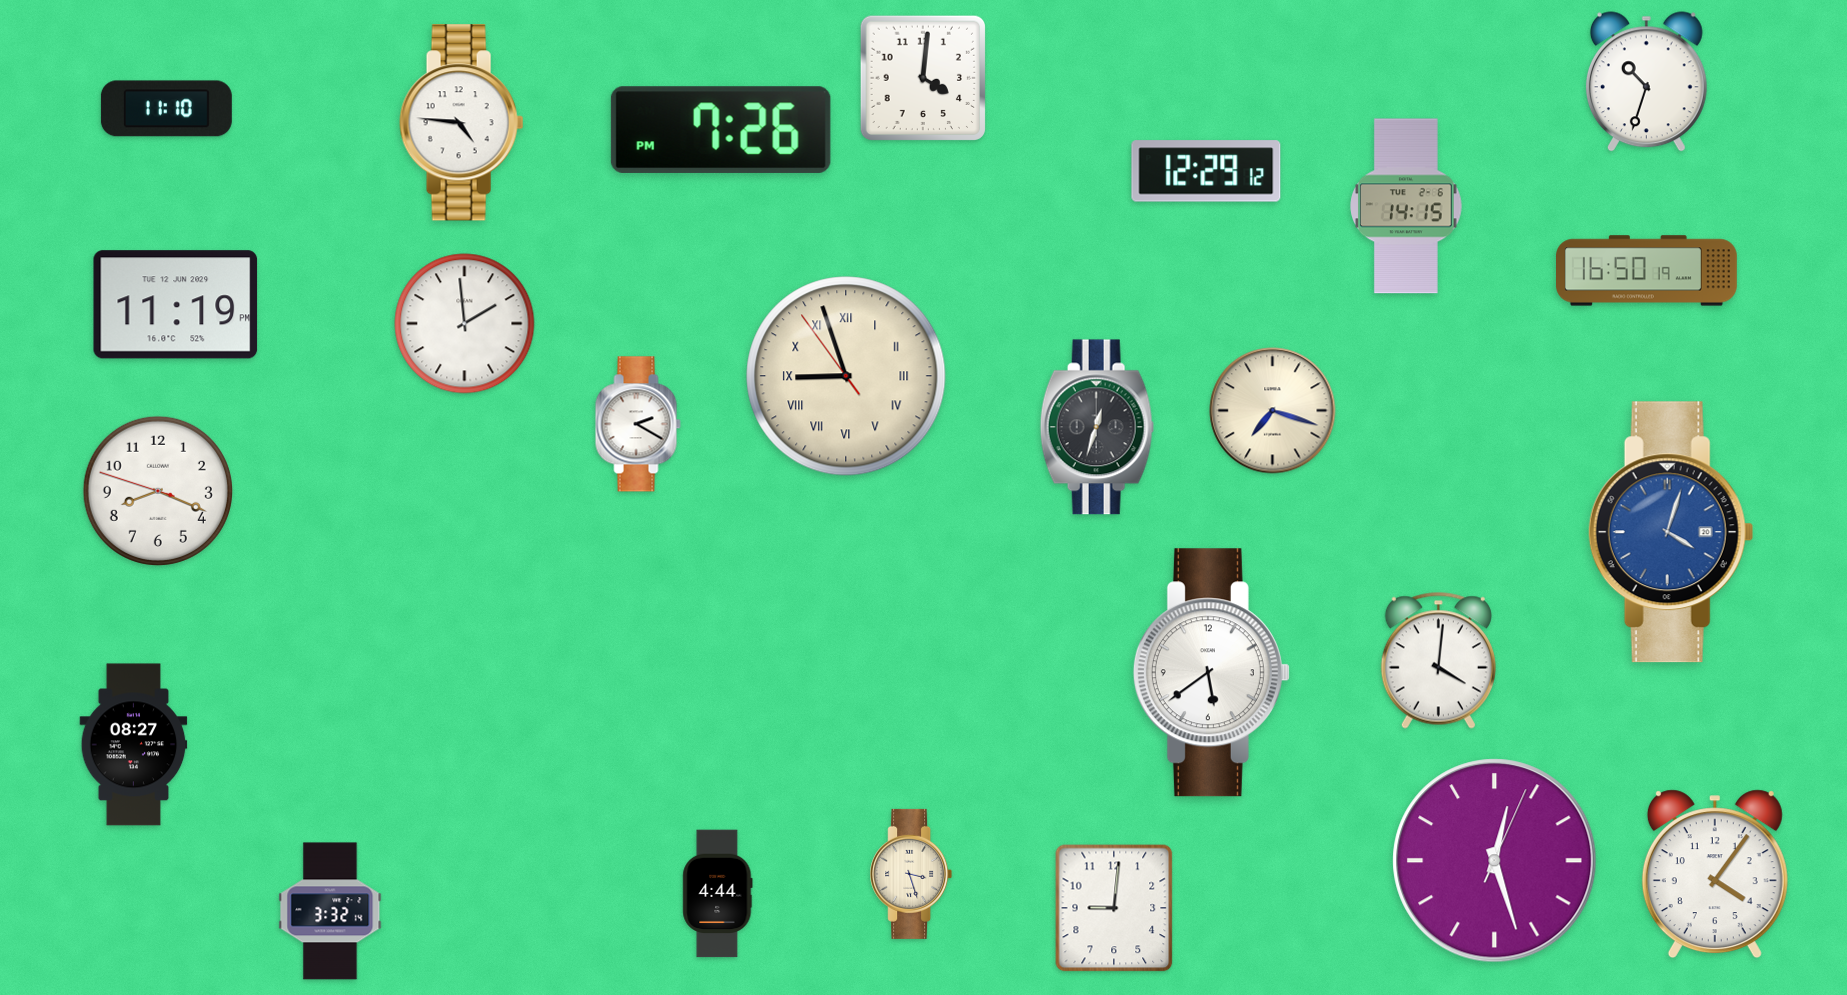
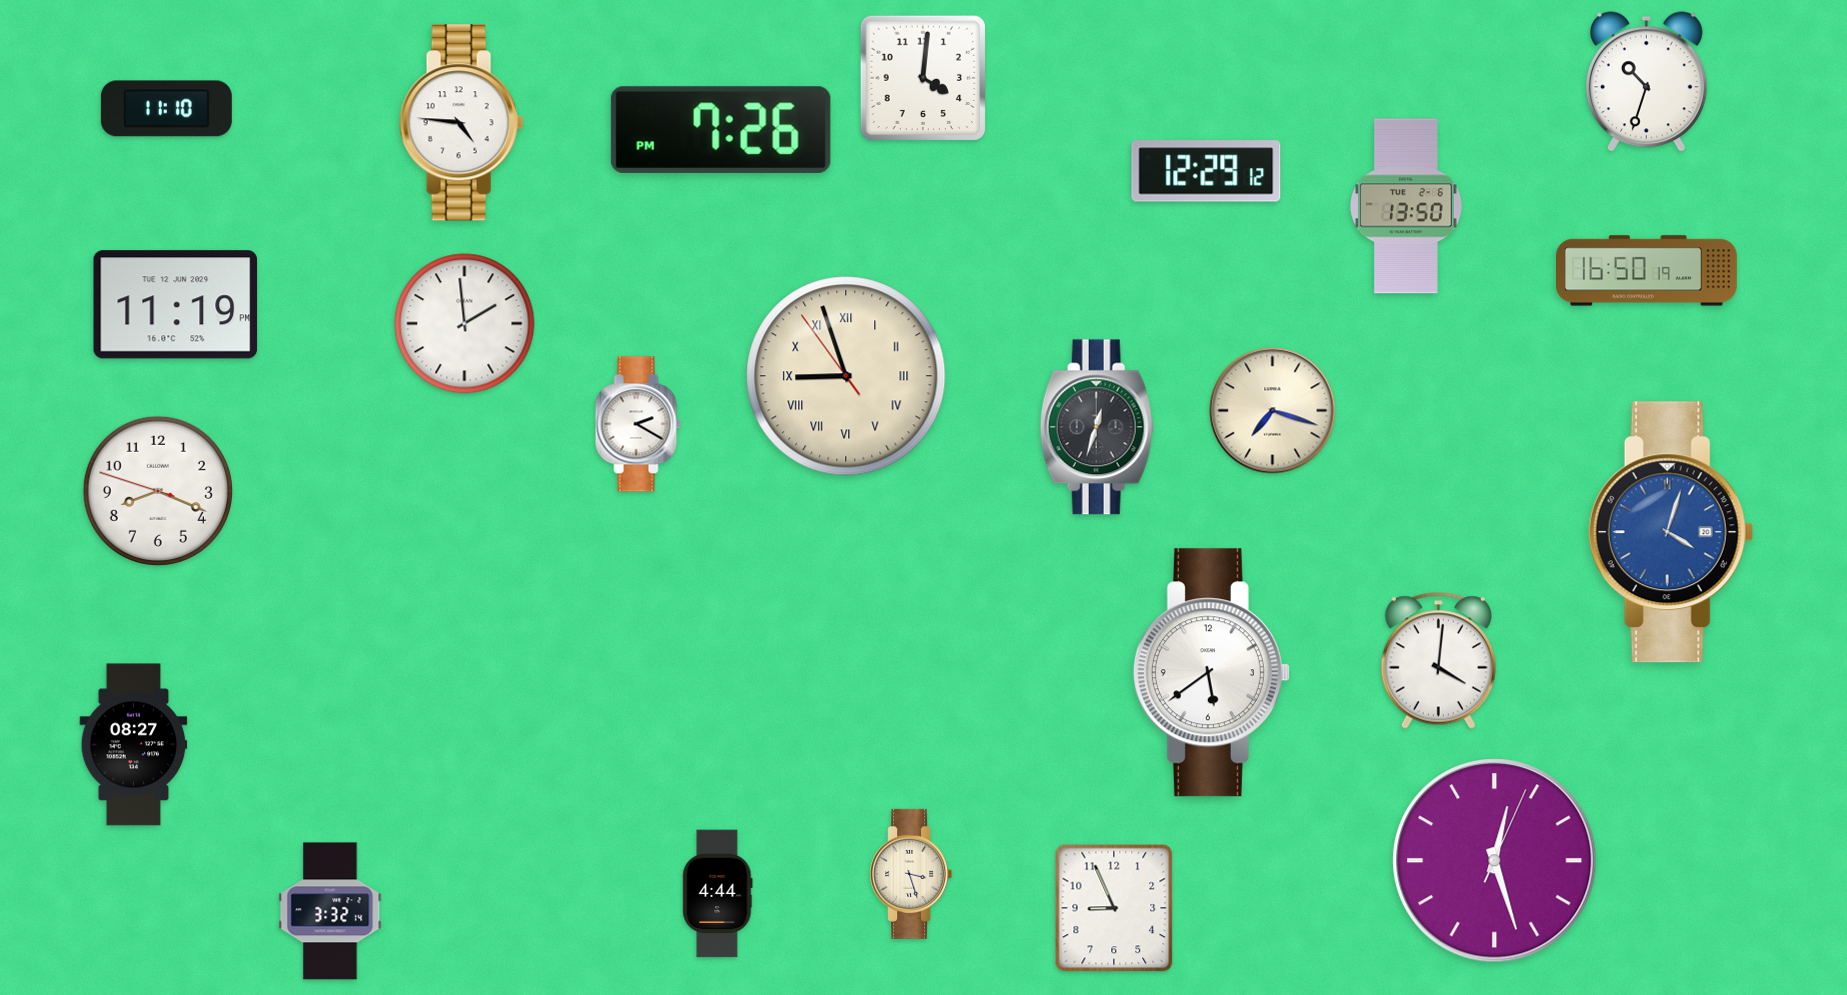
clock at (1407, 206): 14:15 -> 13:50
clock at (1715, 874): 4:06 -> none
clock at (1114, 908): 9:01 -> 8:56
